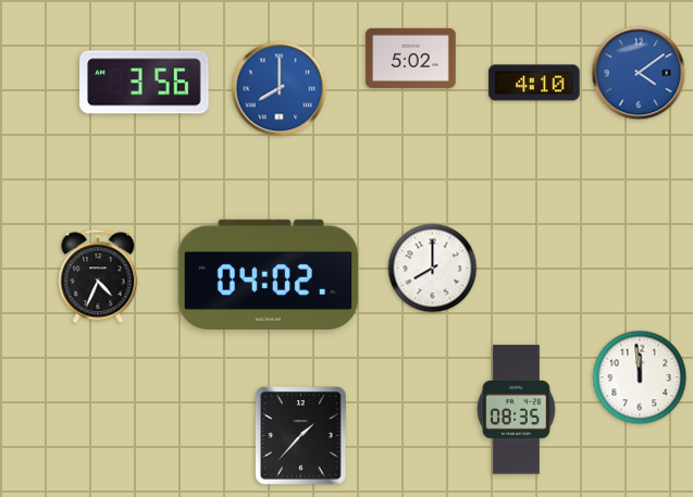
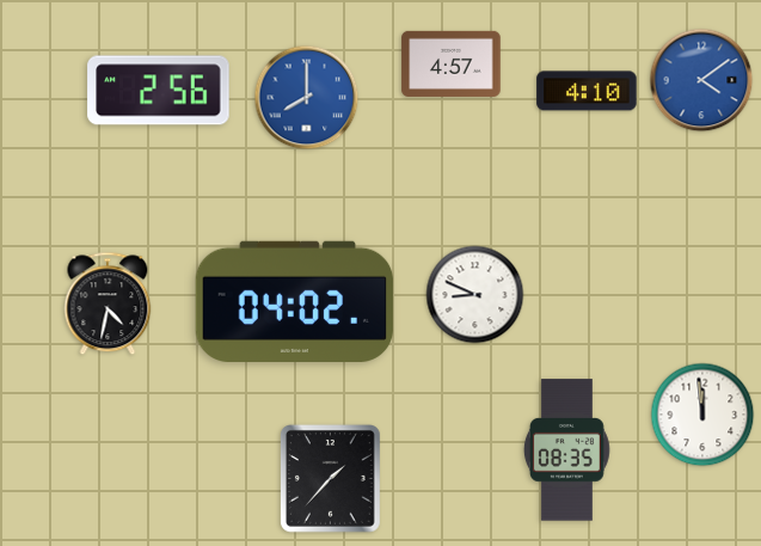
clock at (411, 58): 5:02 -> 4:57
clock at (145, 83): 3:56 -> 2:56
clock at (433, 269): 8:00 -> 8:49
clock at (98, 276): 4:34 -> 4:32
